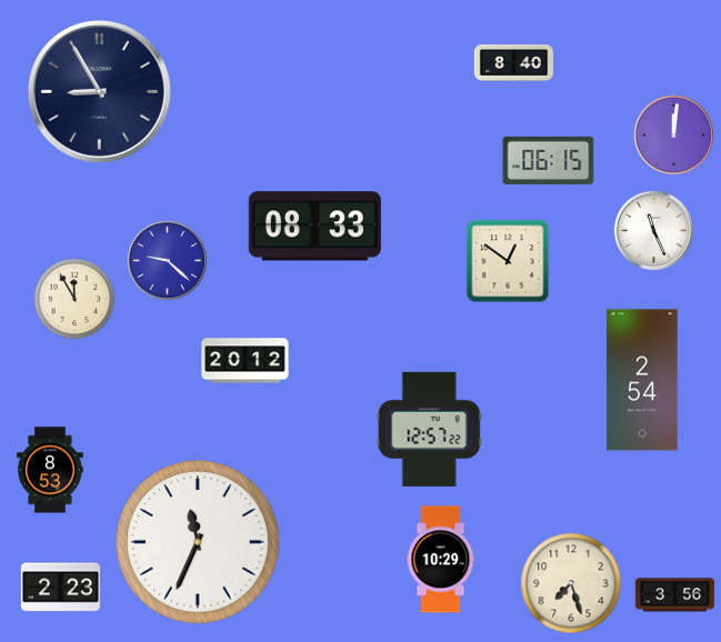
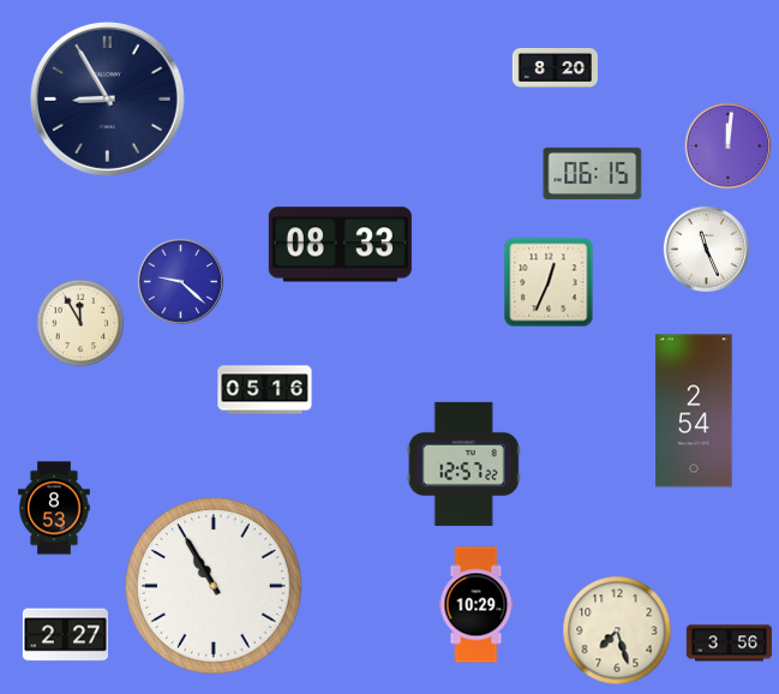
clock at (513, 63): 8:40 -> 8:20
clock at (508, 261): 12:51 -> 12:34
clock at (246, 361): 20:12 -> 05:16
clock at (198, 542): 11:34 -> 10:55
clock at (60, 588): 2:23 -> 2:27
